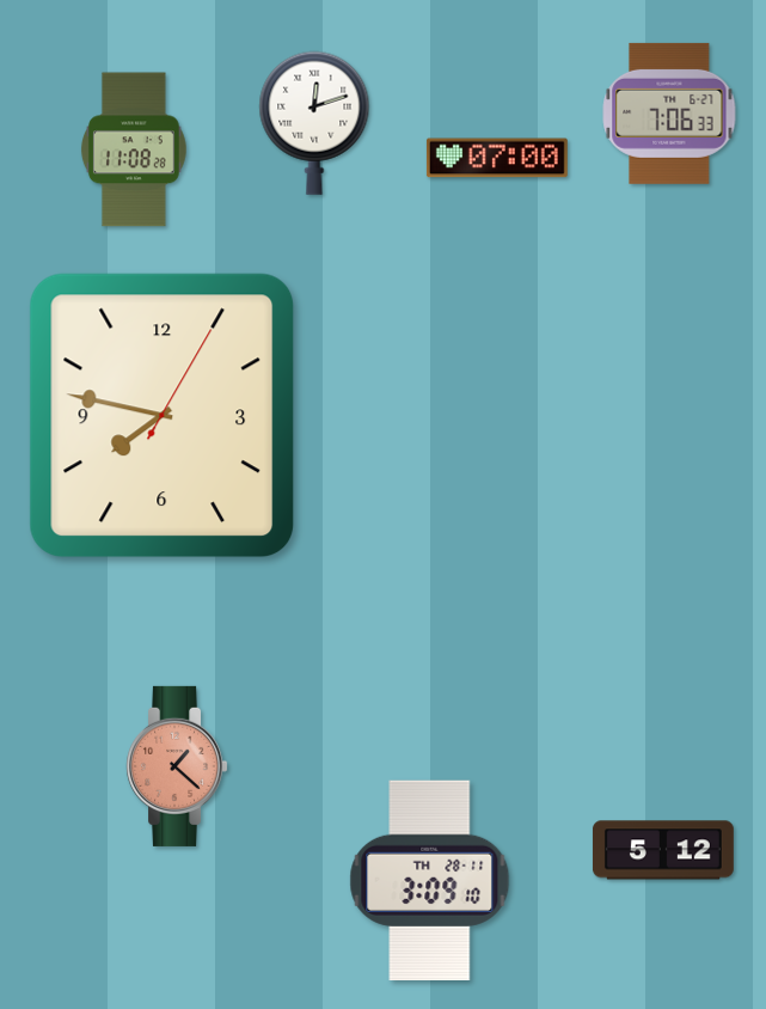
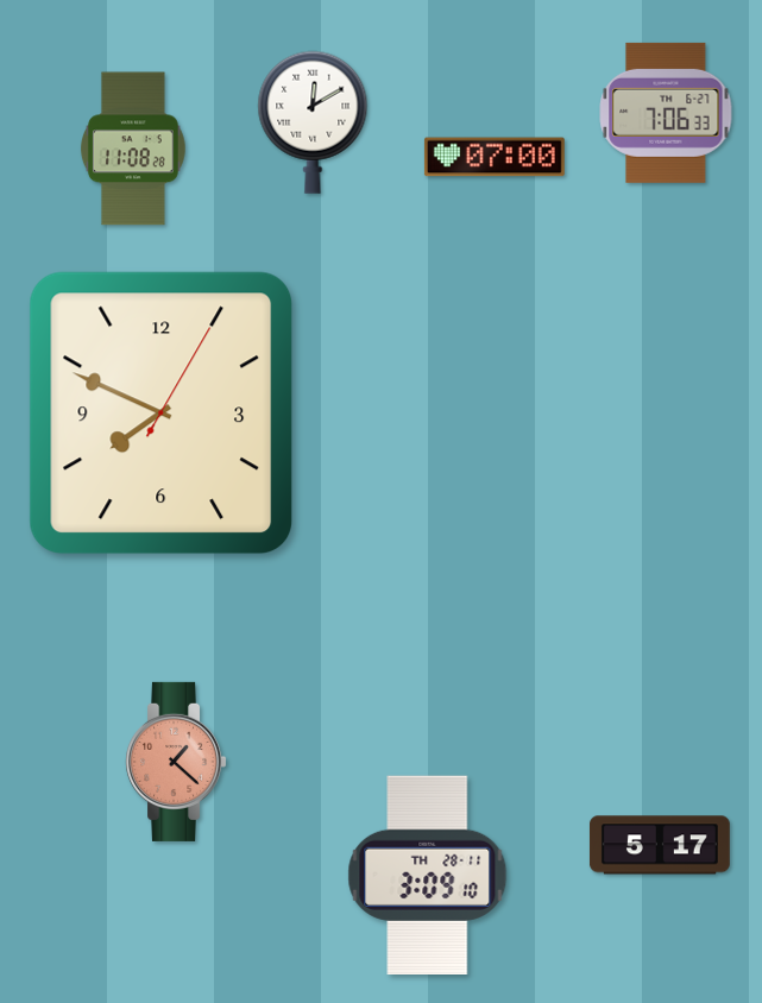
clock at (314, 123): 12:12 -> 12:10
clock at (163, 416): 7:47 -> 7:49
clock at (663, 850): 5:12 -> 5:17
